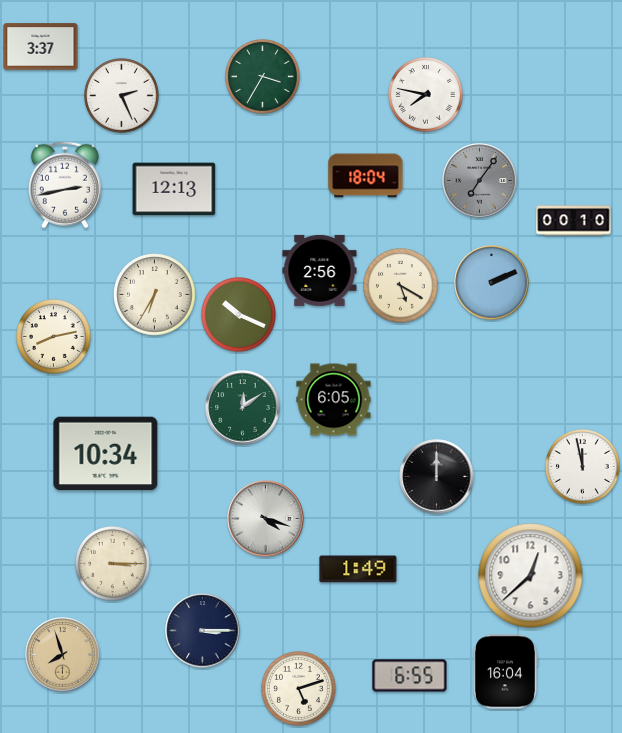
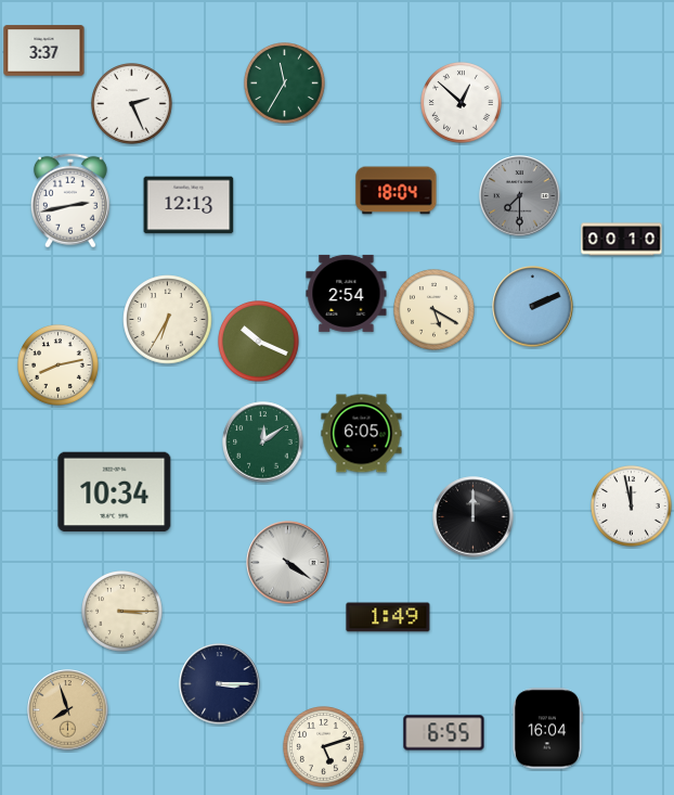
clock at (263, 77): 3:35 -> 11:35
clock at (426, 95): 7:47 -> 12:52
clock at (480, 181): 7:06 -> 7:30
clock at (320, 270): 2:56 -> 2:54
clock at (266, 519): 4:18 -> 4:21
clock at (531, 576): 12:38 -> none
